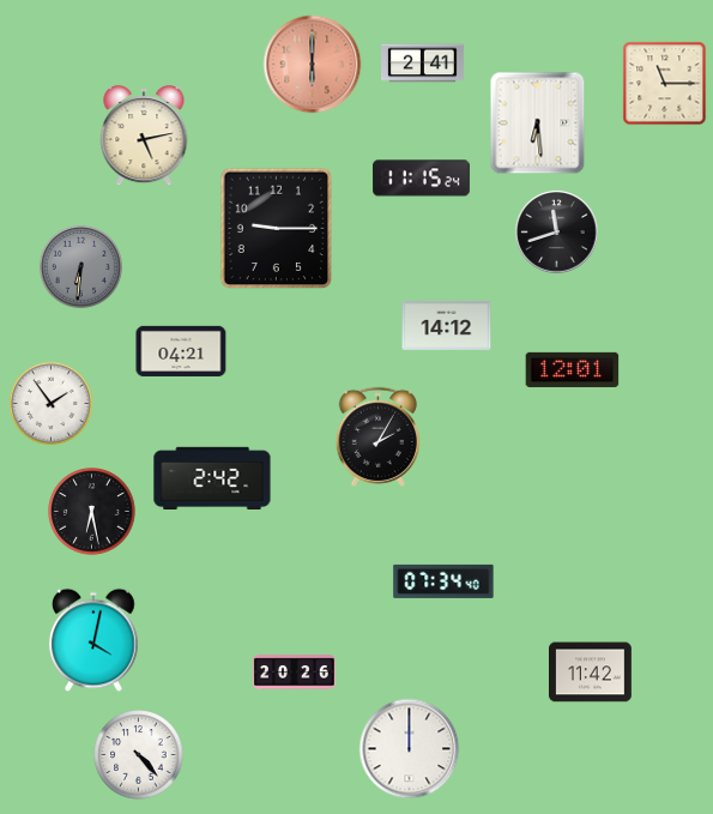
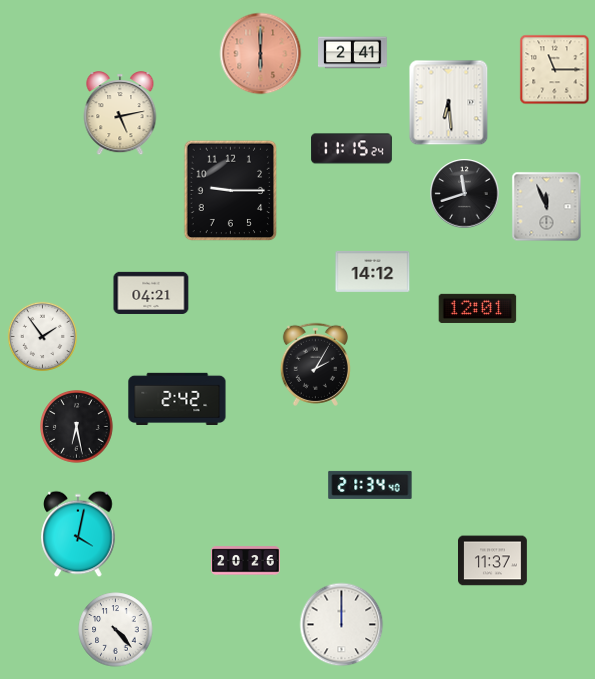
clock at (547, 207): none -> 11:56
clock at (80, 266): 6:31 -> none
clock at (443, 581): 07:34 -> 21:34
clock at (591, 673): 11:42 -> 11:37
